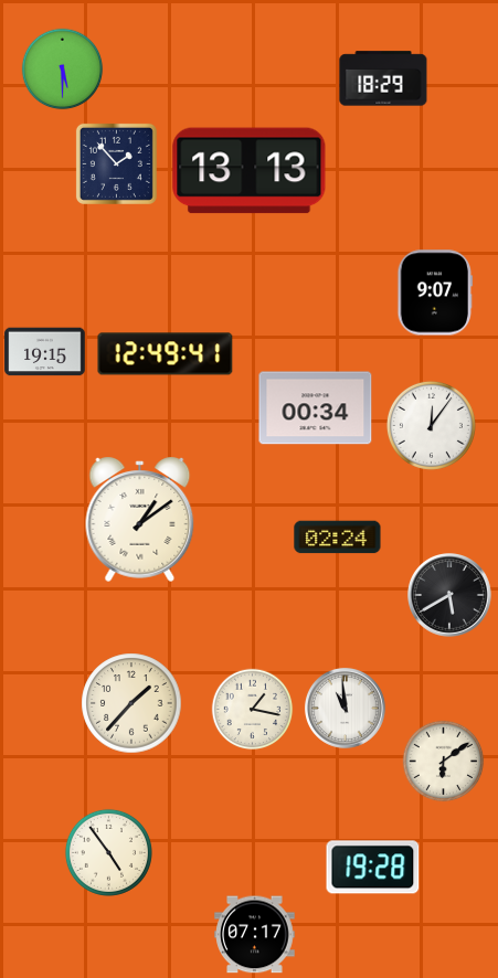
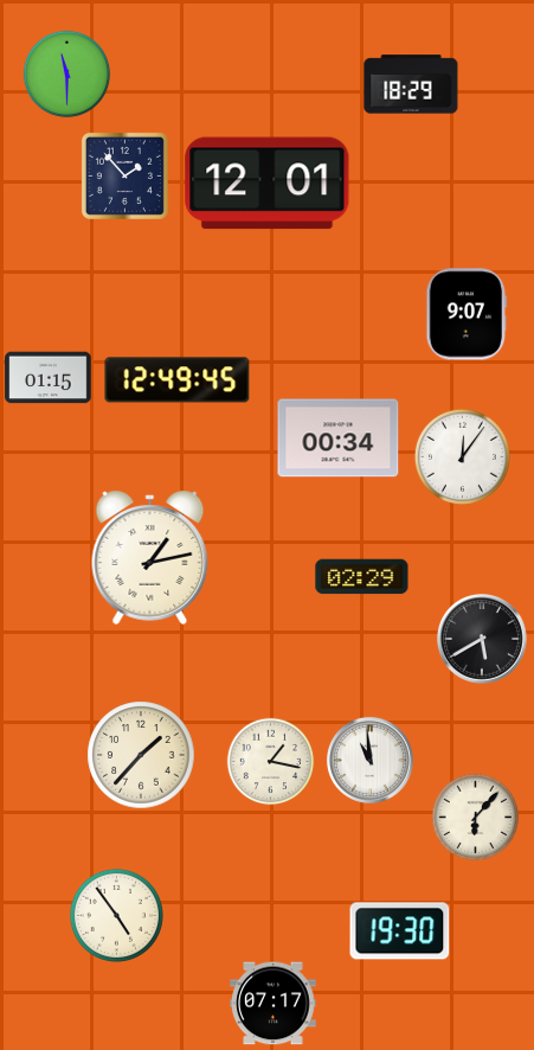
clock at (63, 70): 5:30 -> 11:30
clock at (250, 171): 13:13 -> 12:01
clock at (45, 352): 19:15 -> 01:15
clock at (166, 354): 12:49:41 -> 12:49:45
clock at (140, 519): 1:09 -> 1:13
clock at (338, 538): 02:24 -> 02:29
clock at (444, 762): 6:09 -> 6:07
clock at (373, 868): 19:28 -> 19:30
